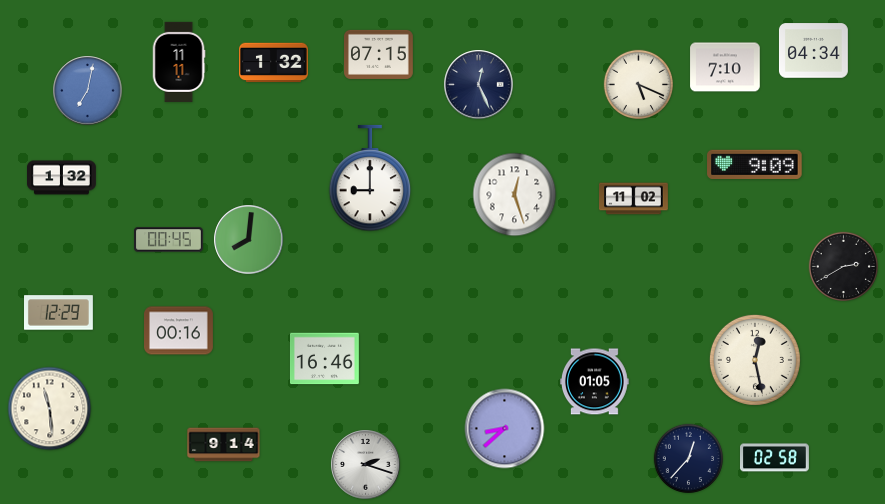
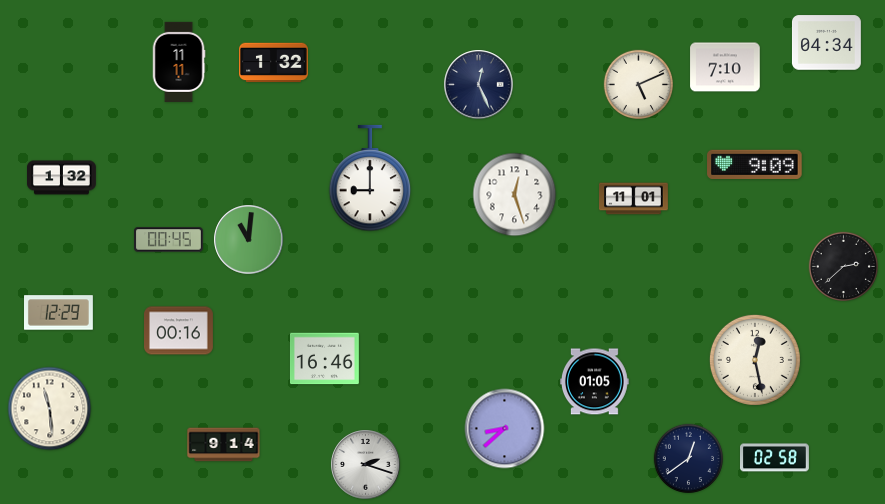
clock at (814, 51) position: (814, 51) -> (827, 43)
clock at (379, 54): 07:15 -> none
clock at (638, 84): 5:19 -> 5:11
clock at (88, 91): 7:02 -> none
clock at (634, 199): 11:02 -> 11:01
clock at (249, 240): 8:01 -> 11:01
clock at (843, 266): 2:40 -> 2:38
clock at (688, 458): 12:37 -> 12:39
